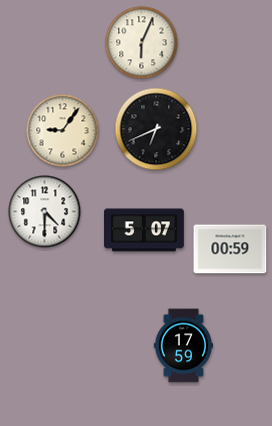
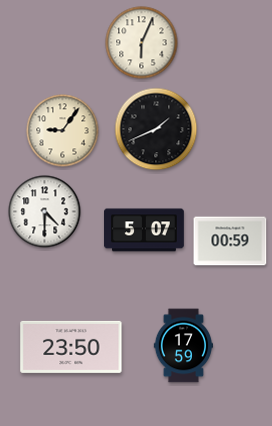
clock at (156, 129): 6:41 -> 1:41
clock at (230, 249) position: (230, 249) -> (230, 241)
clock at (71, 347): none -> 23:50
